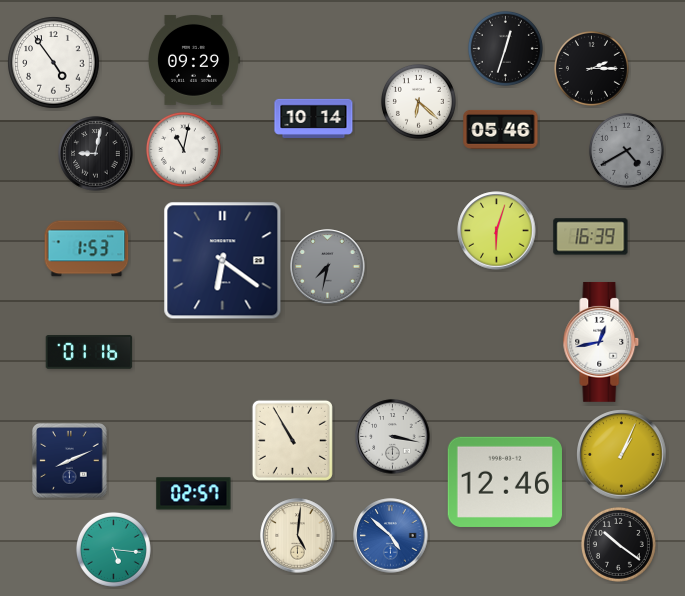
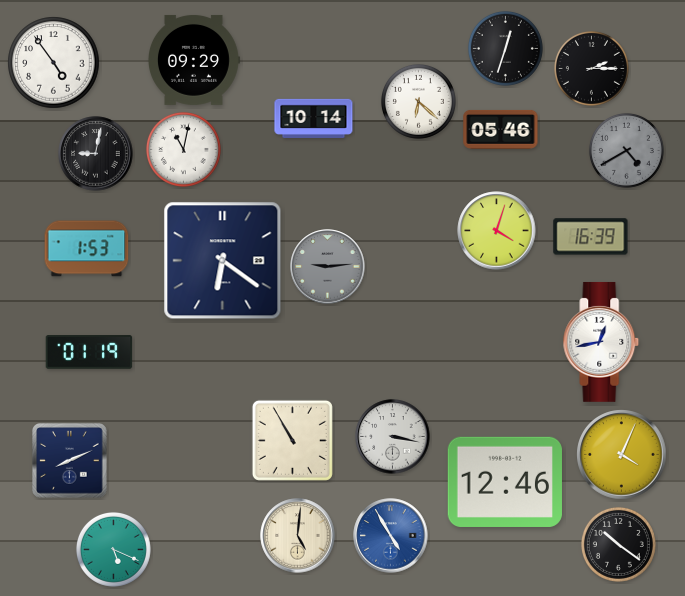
clock at (497, 231): 6:03 -> 4:03
clock at (328, 267): 7:32 -> 9:14
clock at (89, 352): 01:16 -> 01:19
clock at (622, 455): 1:04 -> 4:04
clock at (194, 494): 02:57 -> none
clock at (391, 536): 4:52 -> 4:55
clock at (113, 549): 5:16 -> 5:19
